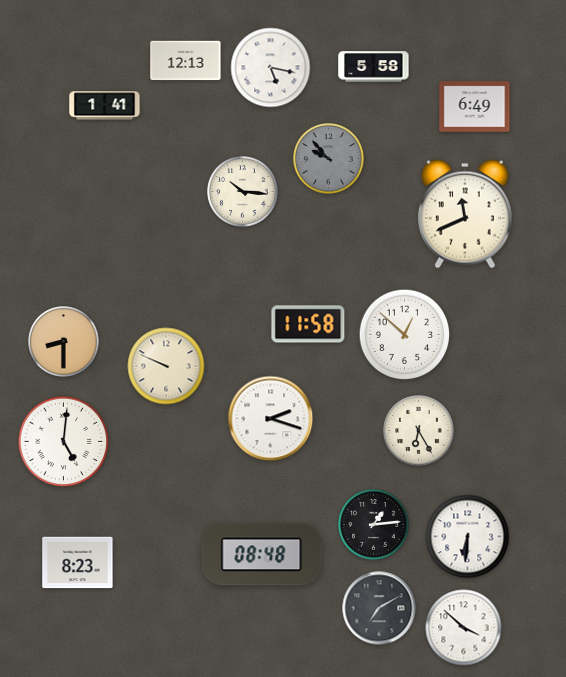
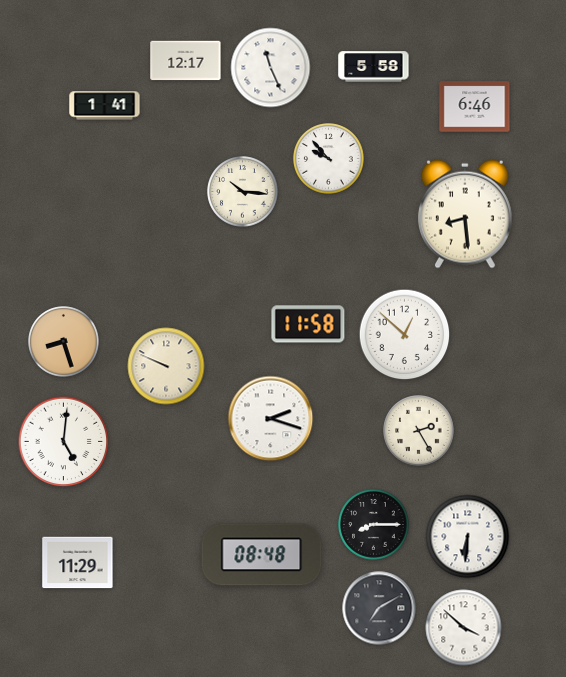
clock at (186, 61): 12:13 -> 12:17
clock at (271, 68): 5:17 -> 11:26
clock at (475, 107): 6:49 -> 6:46
clock at (329, 159) dial: grey -> white
clock at (465, 214): 11:41 -> 8:29
clock at (64, 342): 8:30 -> 8:27
clock at (419, 431): 6:25 -> 2:25
clock at (374, 525): 1:14 -> 8:15
clock at (78, 563): 8:23 -> 11:29
